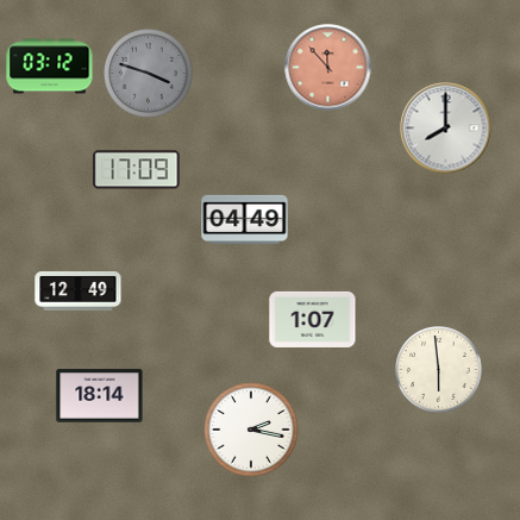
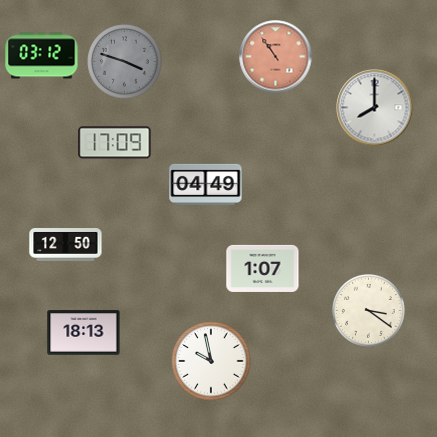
clock at (328, 68): 11:53 -> 10:54
clock at (79, 292): 12:49 -> 12:50
clock at (439, 370): 5:59 -> 3:21
clock at (100, 396): 18:14 -> 18:13
clock at (251, 430): 2:17 -> 9:58
